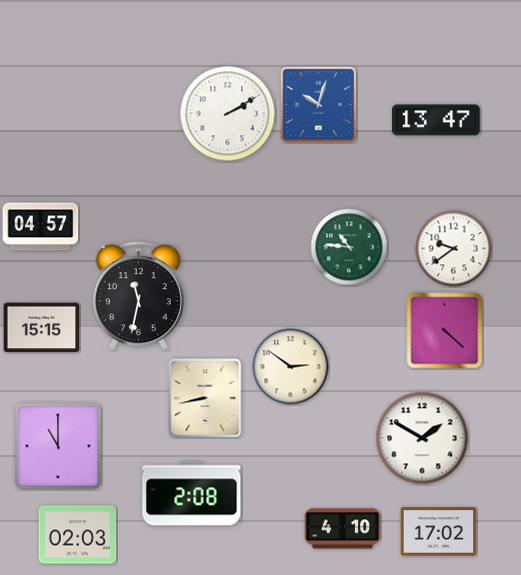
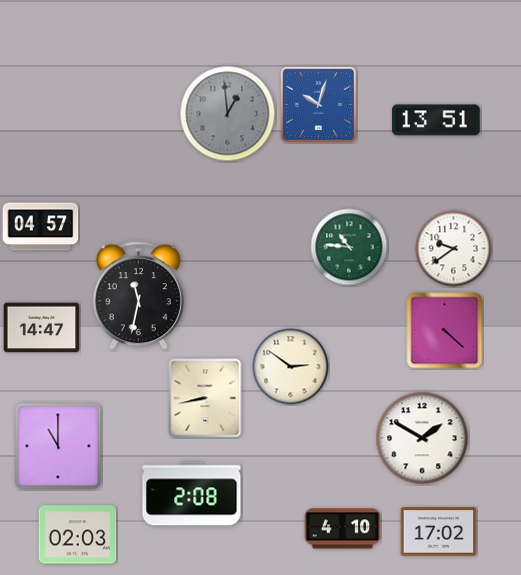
clock at (228, 114): 2:10 -> 12:59
clock at (228, 114) dial: white -> grey
clock at (436, 120): 13:47 -> 13:51
clock at (42, 328): 15:15 -> 14:47
